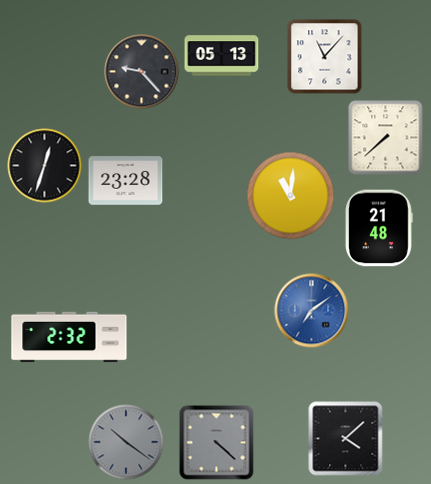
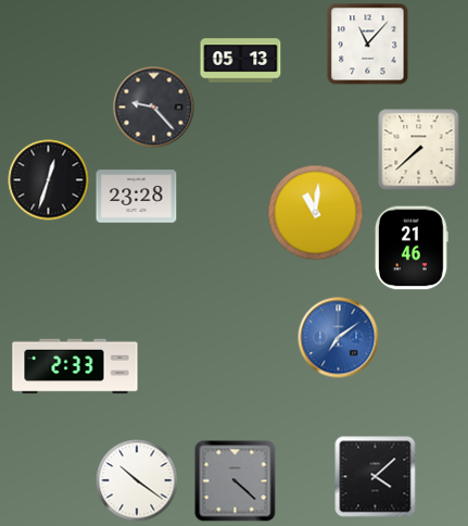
clock at (325, 57) position: (325, 57) -> (368, 45)
clock at (142, 72) position: (142, 72) -> (154, 108)
clock at (379, 228): 21:48 -> 21:46
clock at (69, 337): 2:32 -> 2:33
clock at (126, 442) dial: grey -> white
